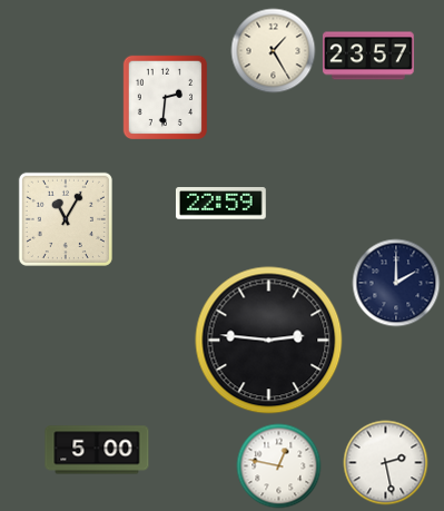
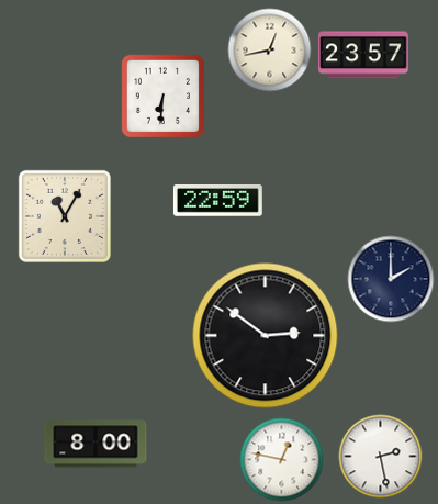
clock at (274, 51): 1:25 -> 12:43
clock at (165, 97): 2:31 -> 6:31
clock at (269, 341): 2:46 -> 2:51
clock at (97, 450): 5:00 -> 8:00
clock at (279, 466) position: (279, 466) -> (282, 460)
